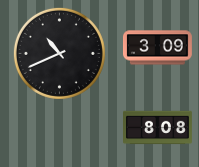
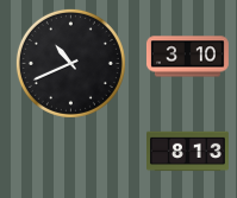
clock at (157, 48): 3:09 -> 3:10
clock at (158, 128): 8:08 -> 8:13
